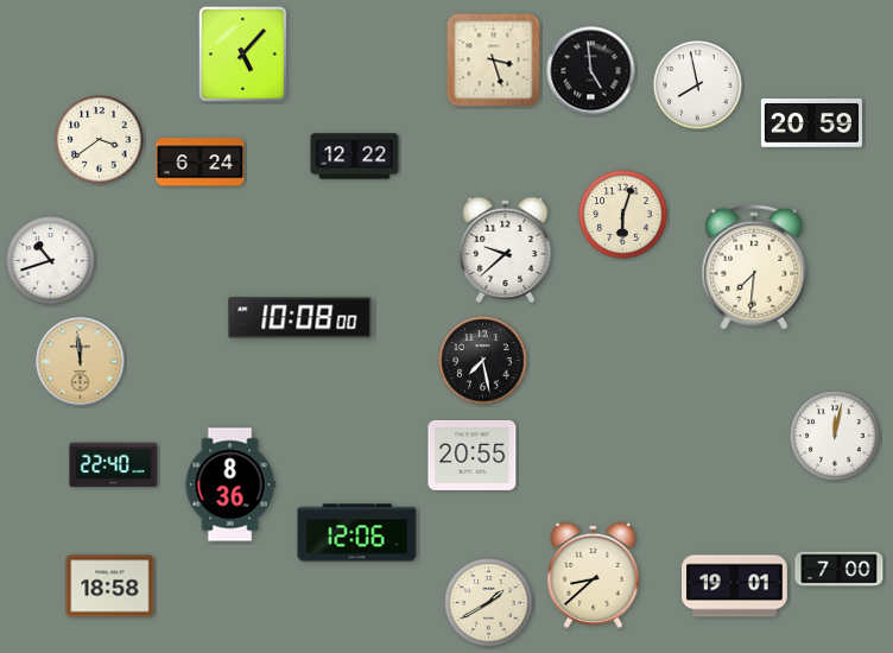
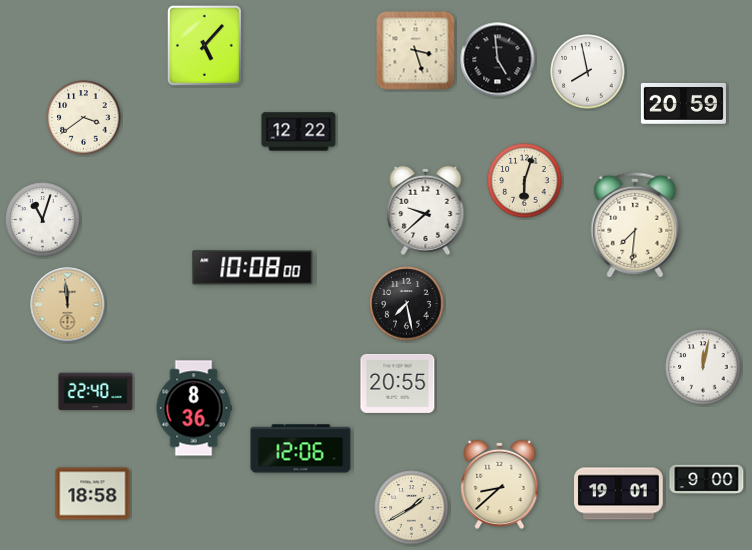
clock at (201, 163): 6:24 -> none
clock at (51, 261): 10:42 -> 11:03
clock at (840, 570): 7:00 -> 9:00
